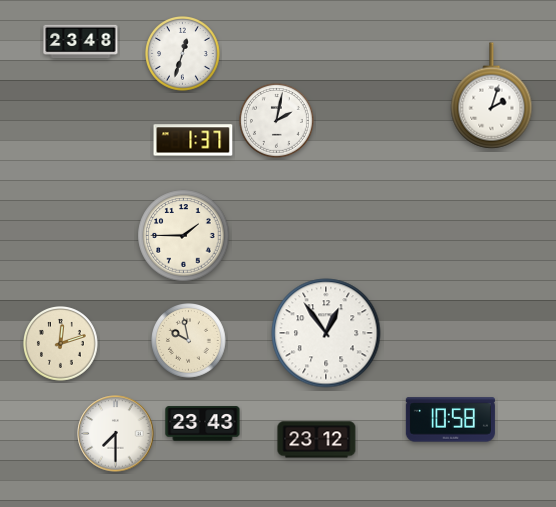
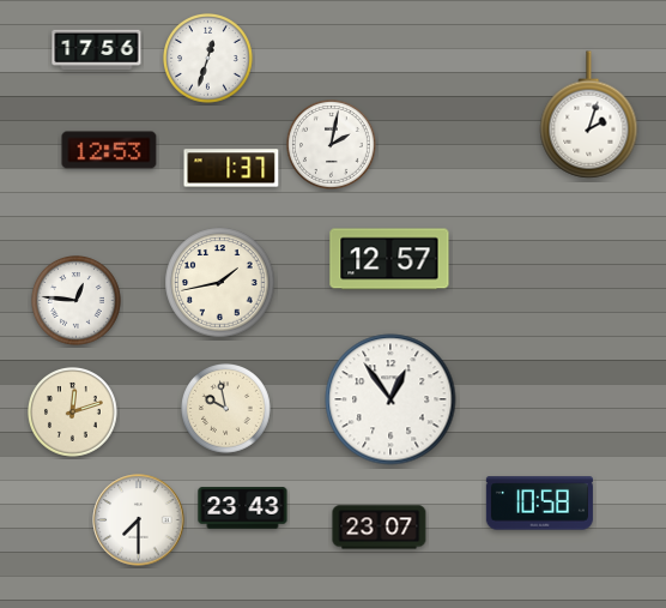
clock at (81, 42): 23:48 -> 17:56
clock at (183, 54) position: (183, 54) -> (208, 59)
clock at (109, 150): none -> 12:53
clock at (389, 259): none -> 12:57
clock at (184, 236): 1:45 -> 1:43
clock at (77, 301): none -> 12:46
clock at (317, 440): 23:12 -> 23:07
